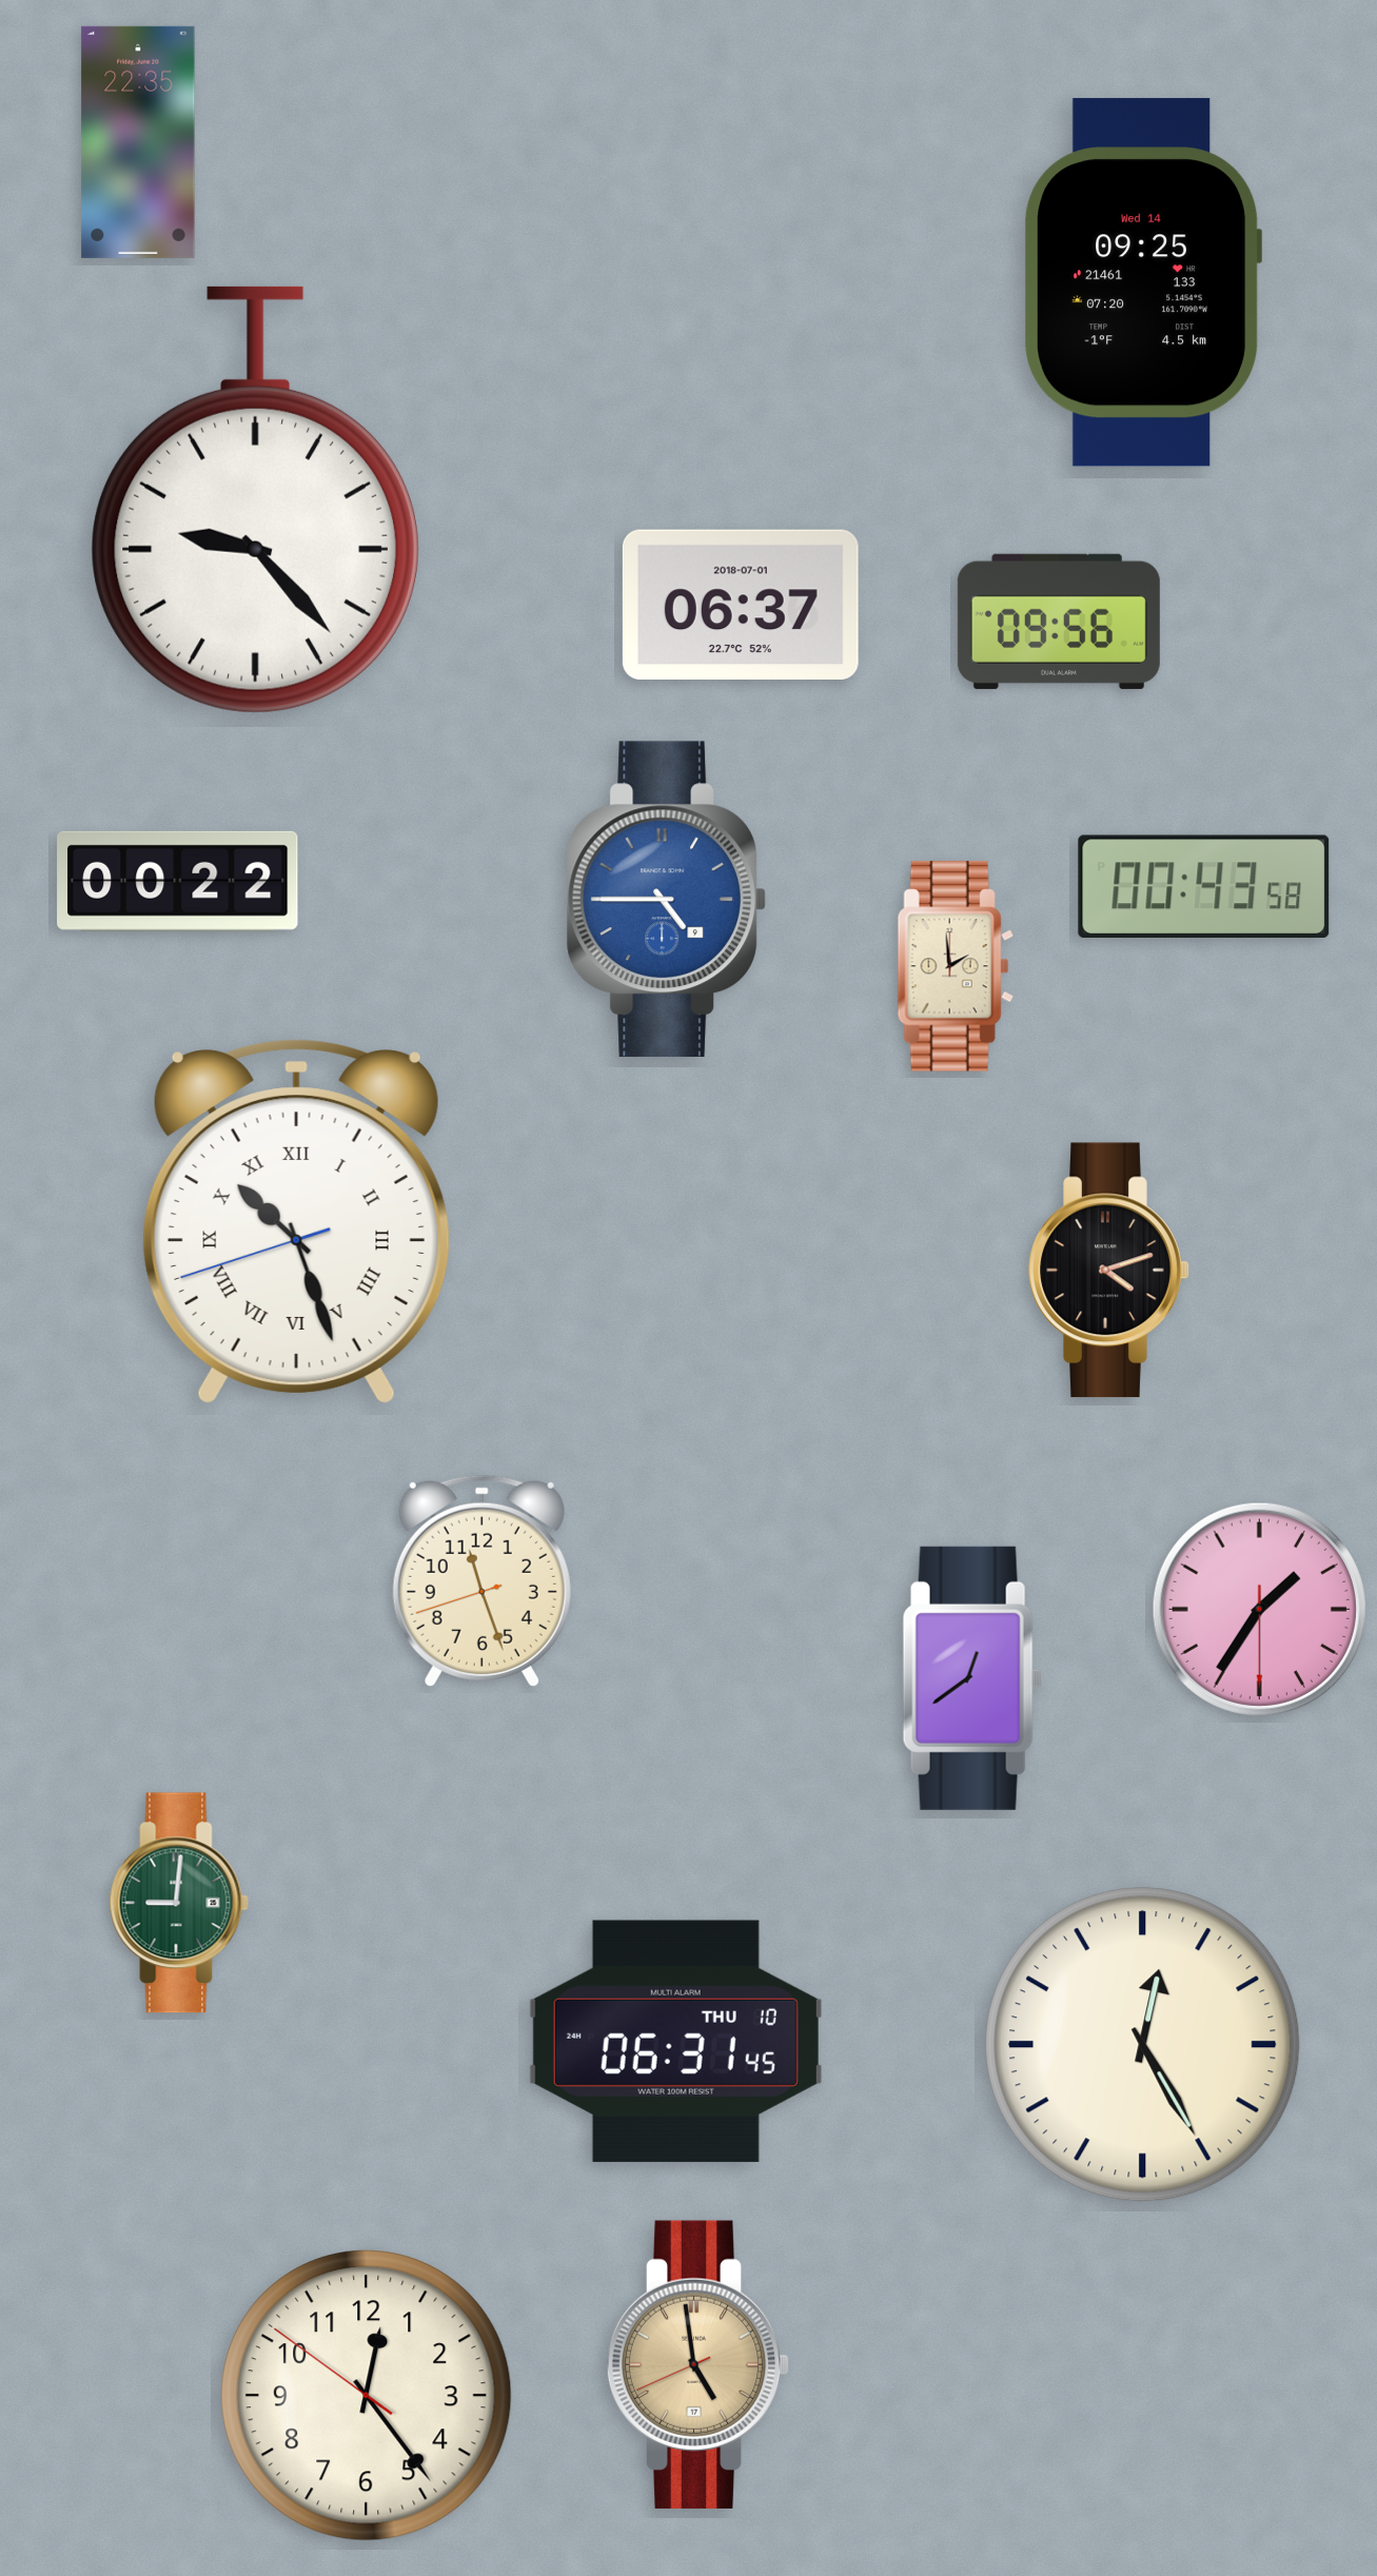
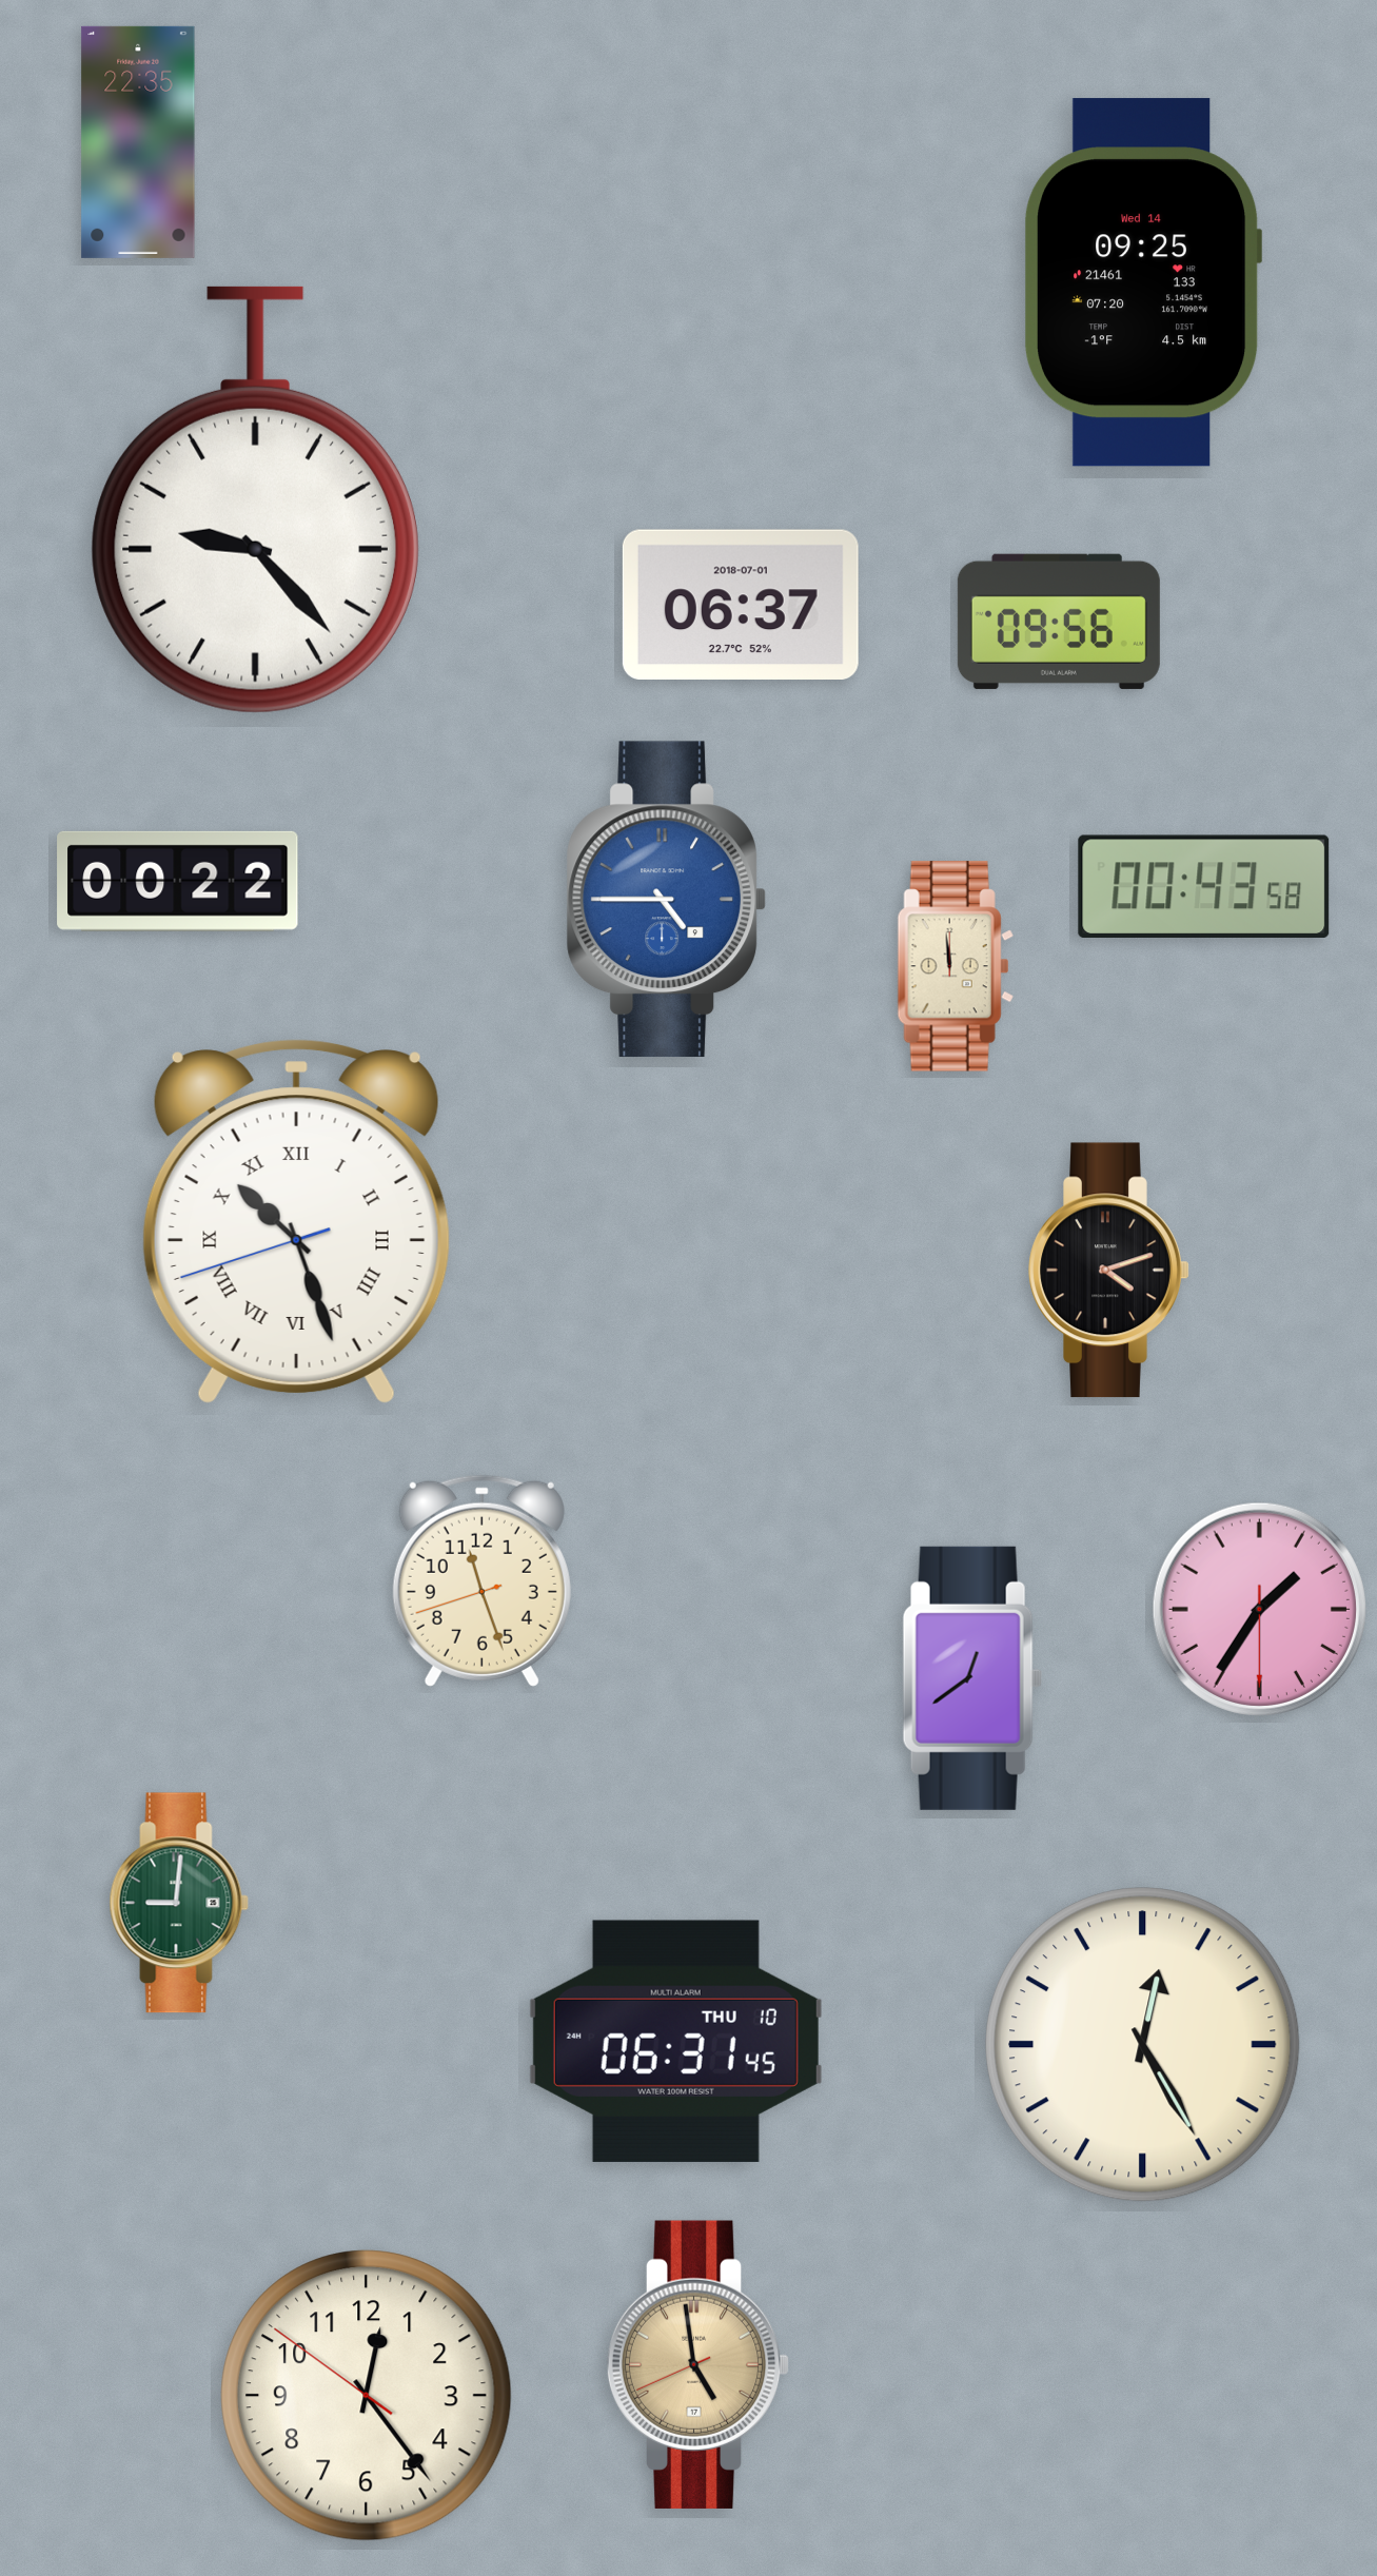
clock at (956, 966): 1:59 -> 11:59
